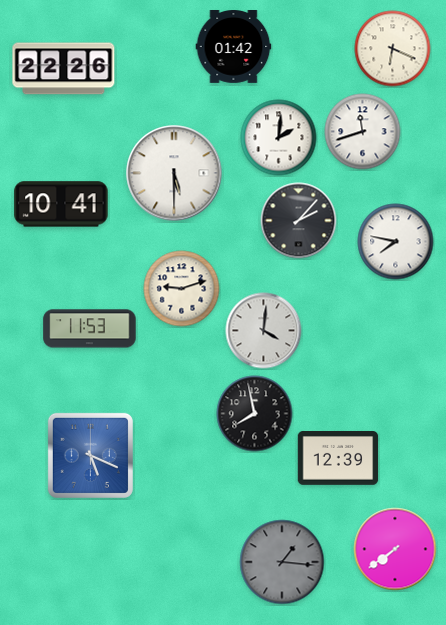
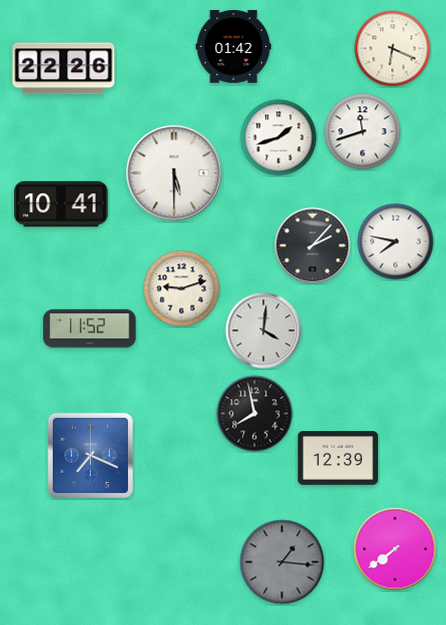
clock at (279, 138): 2:01 -> 1:42
clock at (299, 221) position: (299, 221) -> (313, 246)
clock at (90, 329): 11:53 -> 11:52
clock at (90, 455): 5:19 -> 7:19
